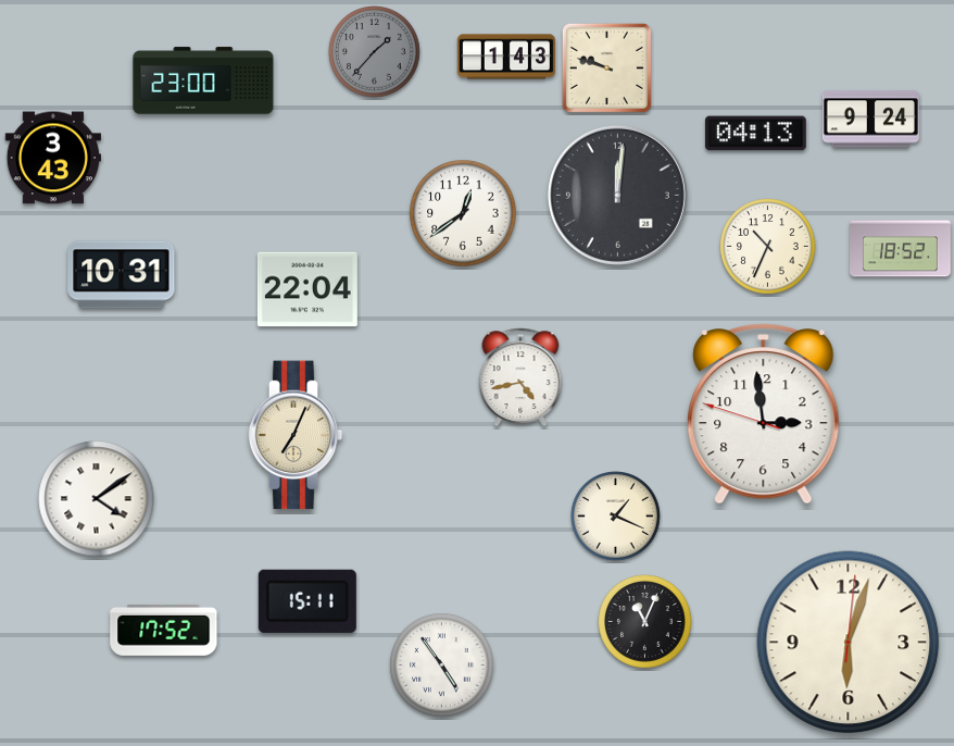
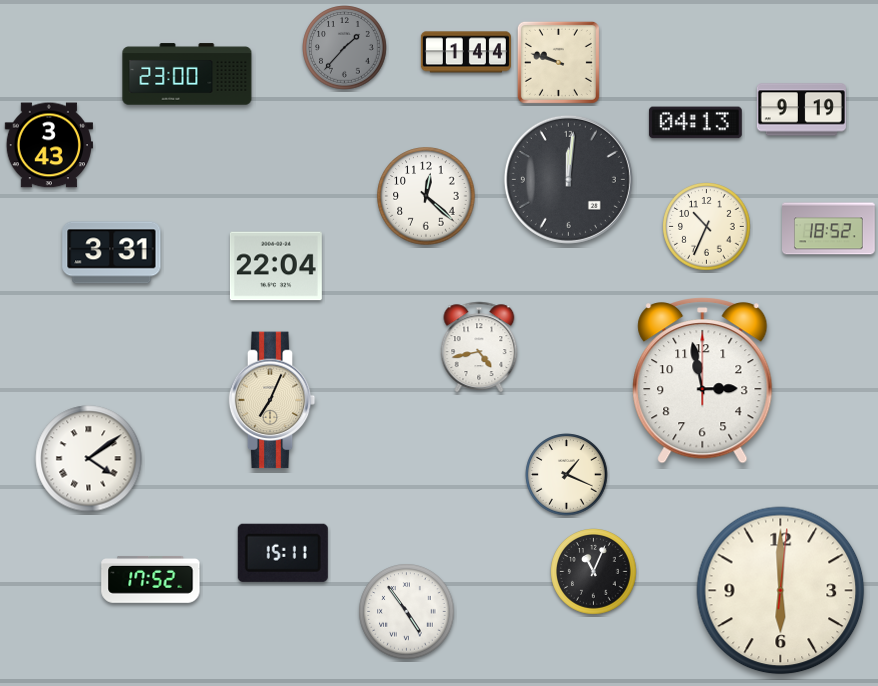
clock at (506, 57): 1:43 -> 1:44
clock at (870, 120): 9:24 -> 9:19
clock at (463, 213): 12:39 -> 12:22
clock at (122, 275): 10:31 -> 3:31
clock at (307, 289) position: (307, 289) -> (276, 266)
clock at (764, 414): 2:58:48 -> 2:58:00
clock at (849, 643): 6:03 -> 6:00
